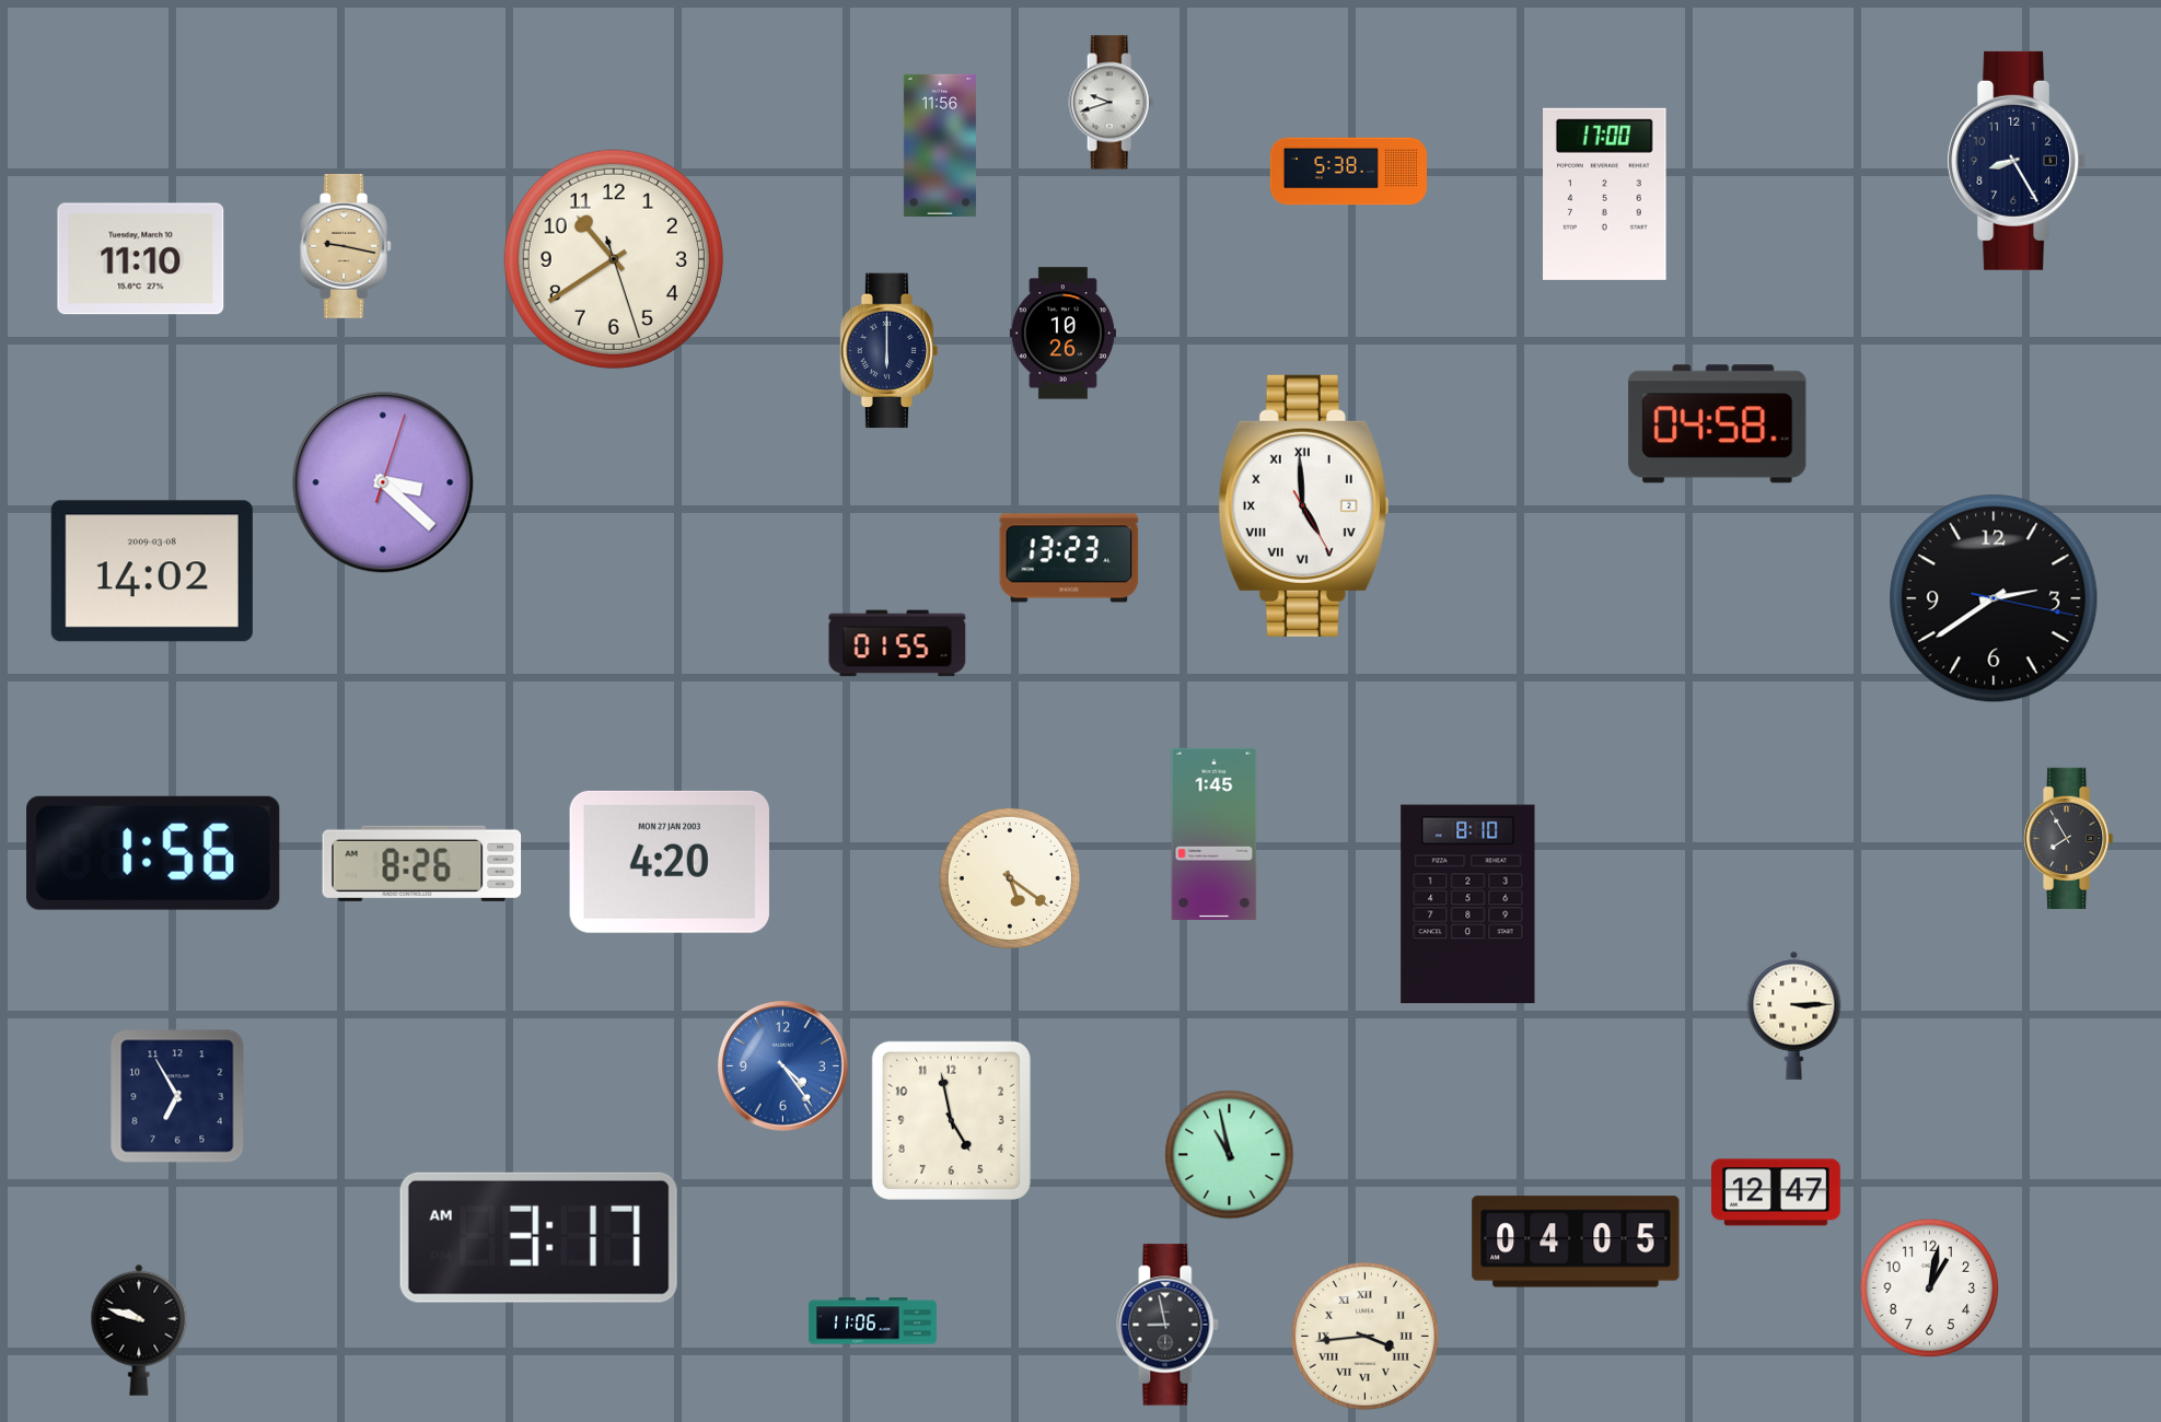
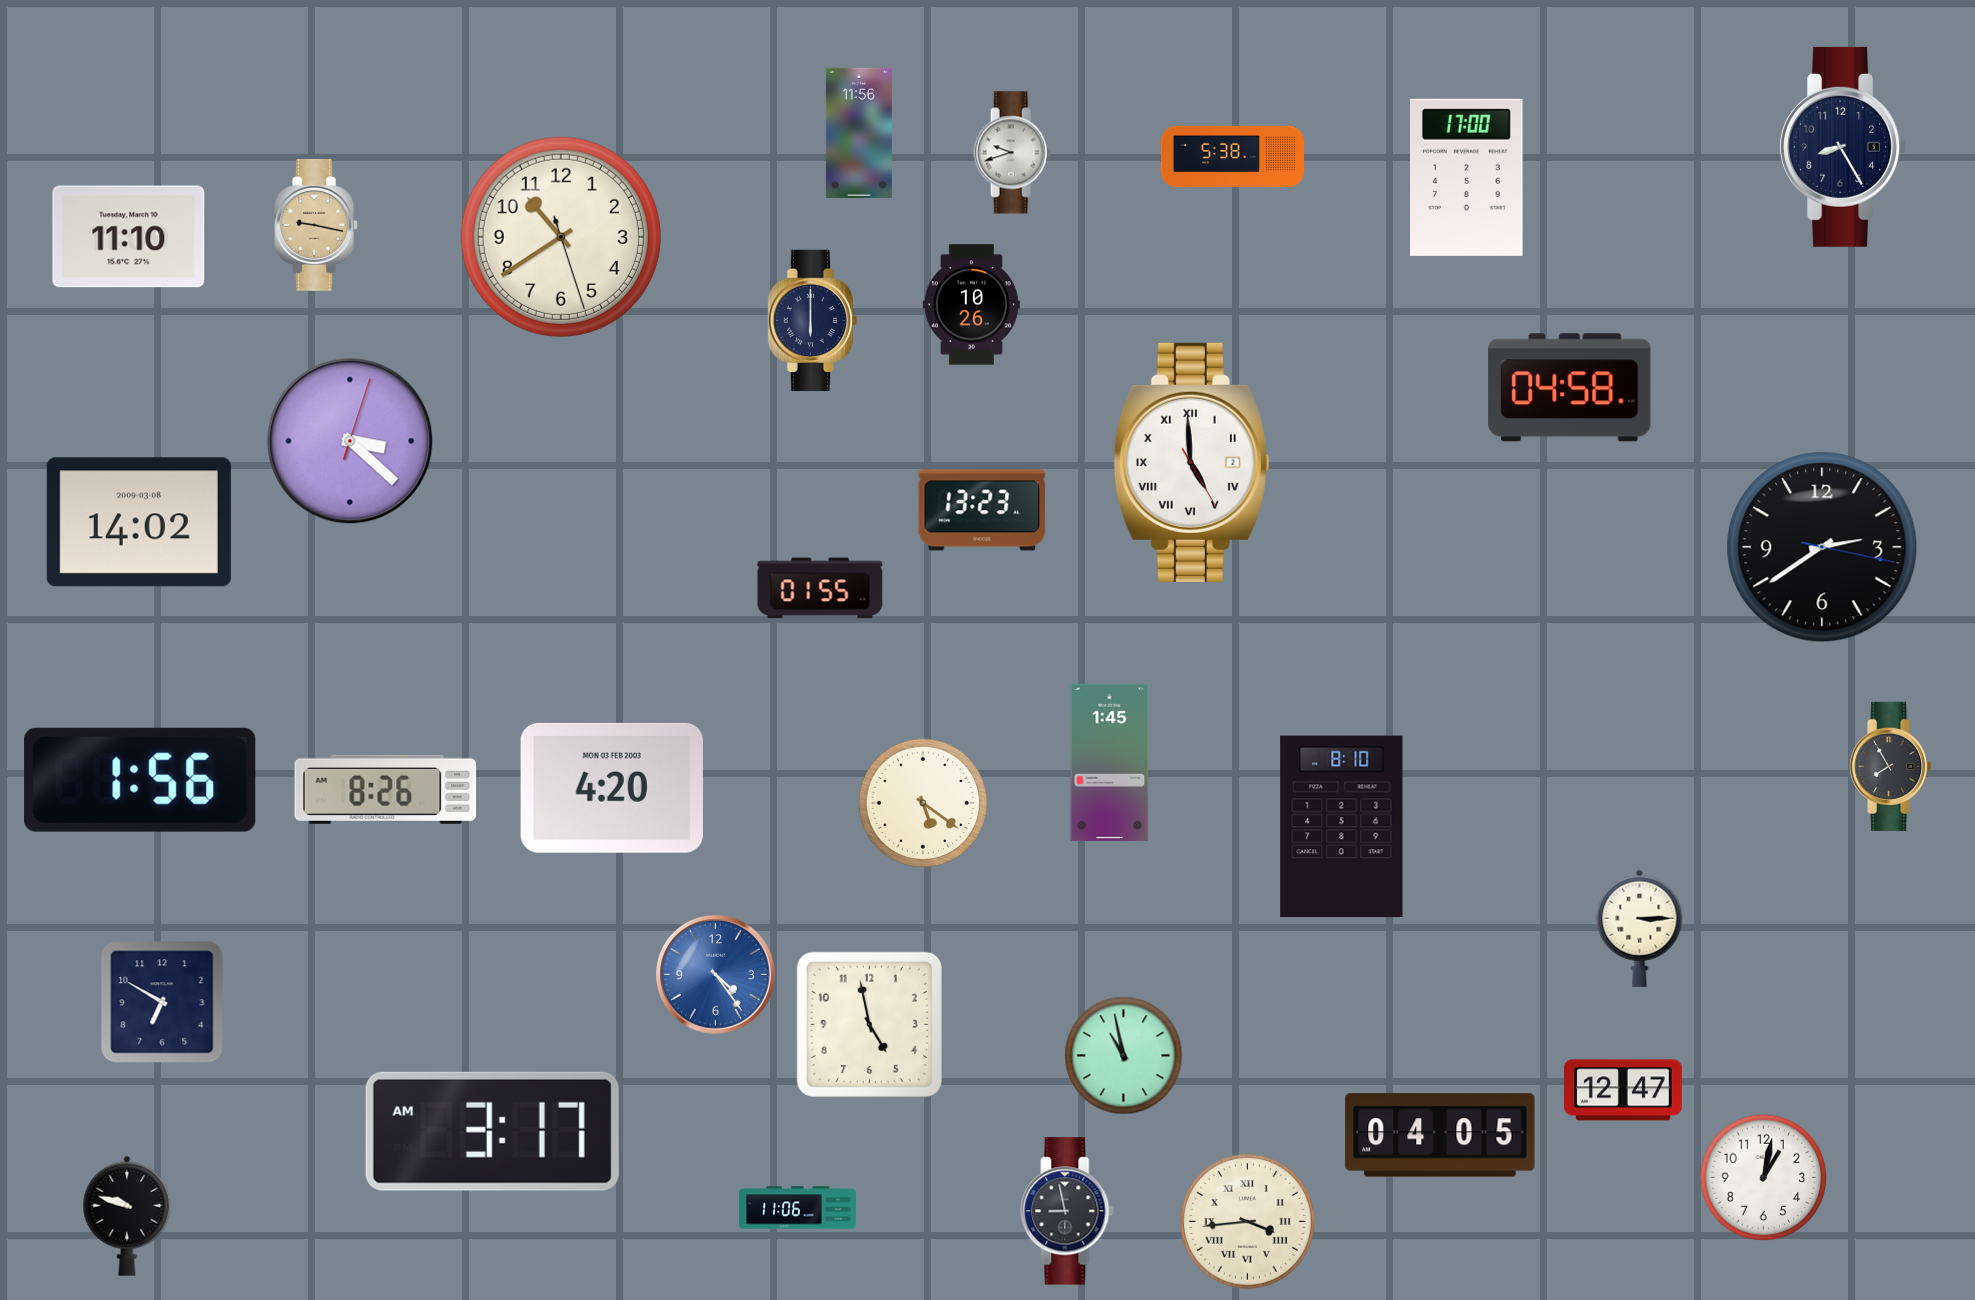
clock at (1112, 103) position: (1112, 103) -> (1013, 153)
clock at (1069, 558) position: (1069, 558) -> (982, 510)
clock at (670, 862) date: MON 27 JAN 2003 -> MON 03 FEB 2003
clock at (177, 1096): 6:55 -> 6:50
